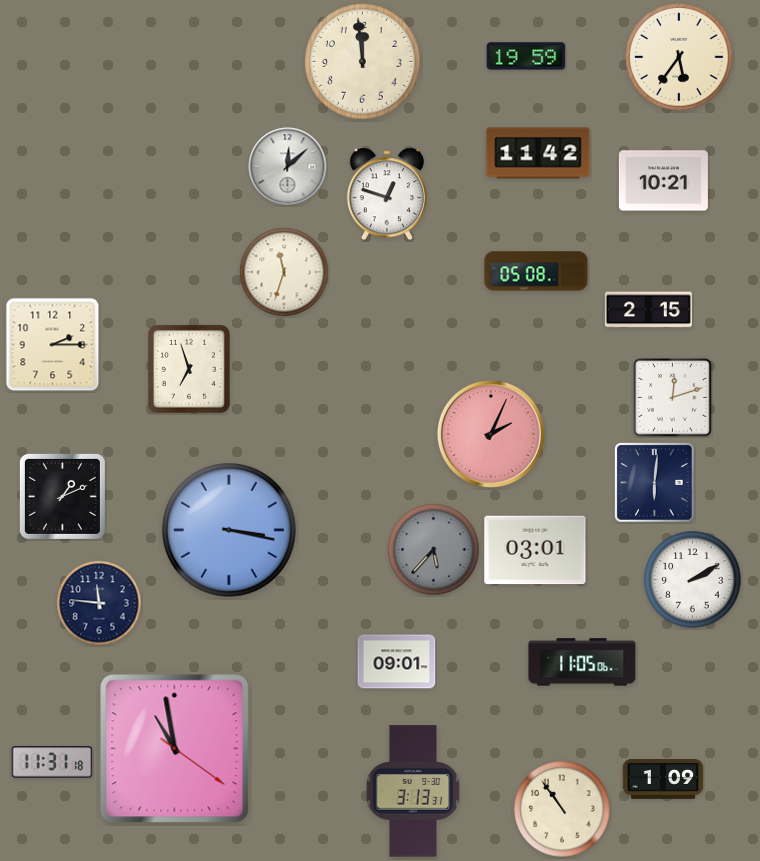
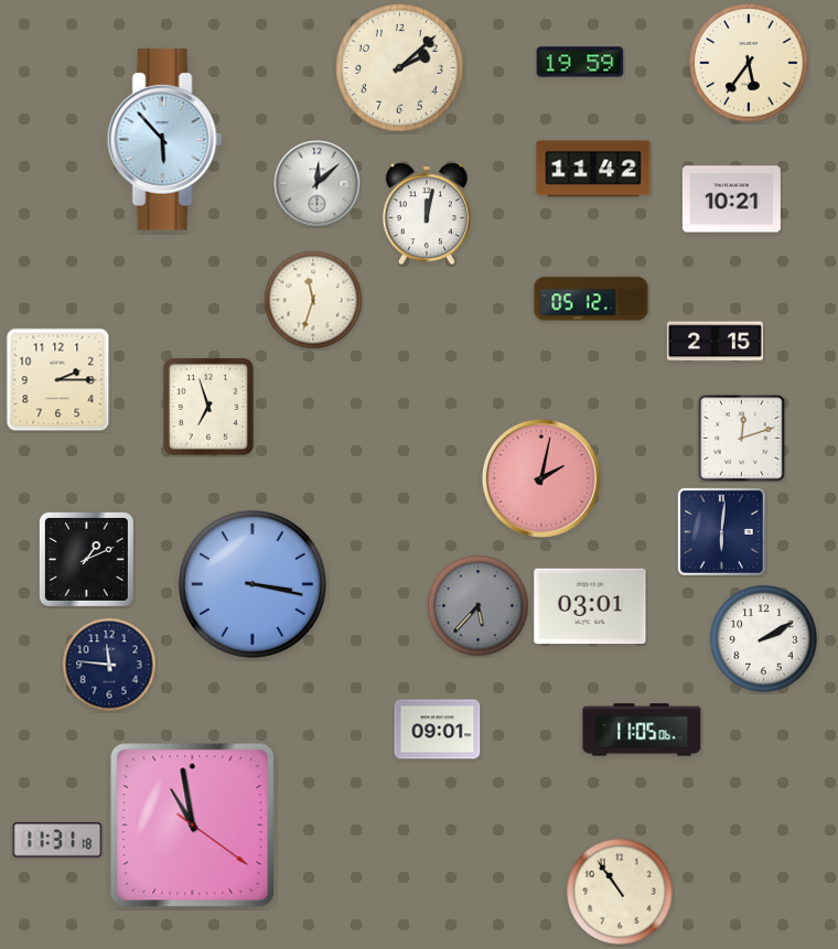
clock at (363, 62): 11:59 -> 2:08
clock at (164, 140): none -> 5:53
clock at (387, 194): 12:48 -> 12:02
clock at (536, 271): 05:08 -> 05:12
clock at (491, 434): 2:04 -> 2:02
clock at (62, 496) position: (62, 496) -> (86, 559)
clock at (663, 779): 1:09 -> none
clock at (413, 791): 3:13 -> none
